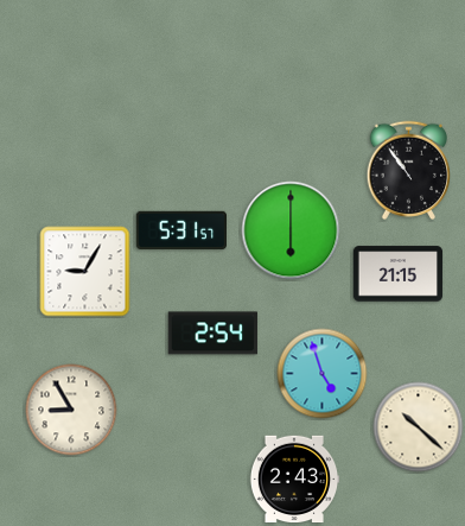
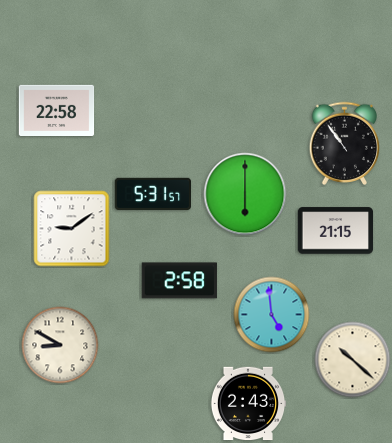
clock at (57, 110): none -> 22:58
clock at (85, 272): 9:05 -> 9:09
clock at (212, 334): 2:54 -> 2:58
clock at (323, 374): 4:57 -> 4:59
clock at (71, 410): 8:55 -> 8:50
